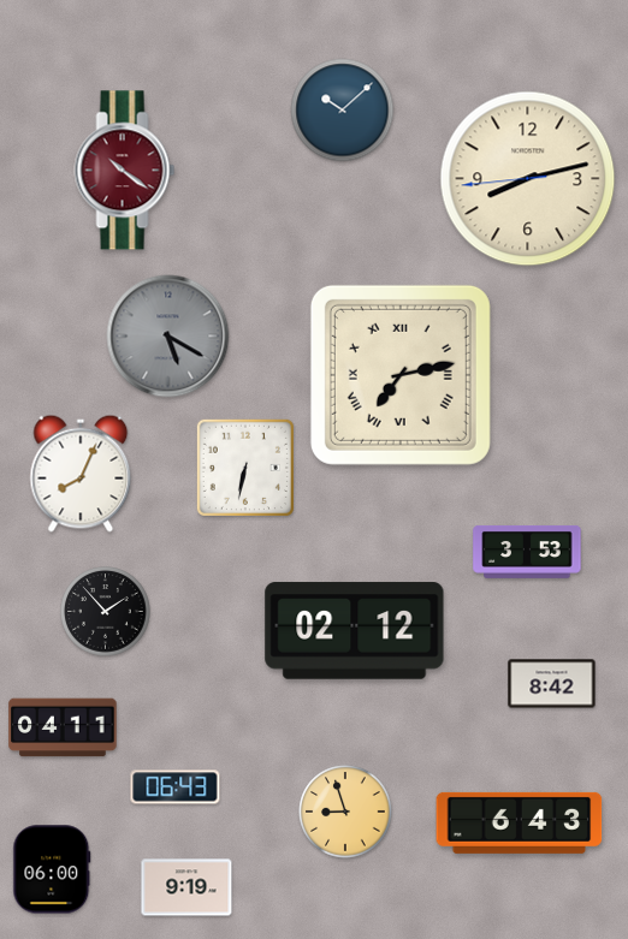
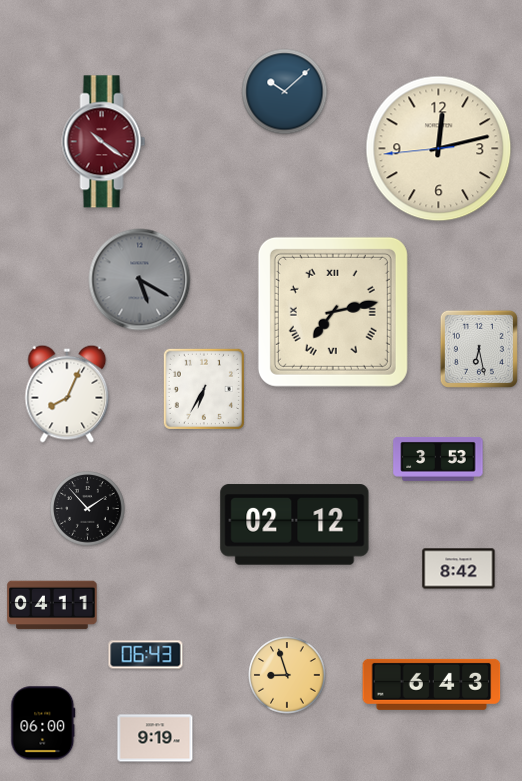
clock at (528, 179): 8:12 -> 12:12
clock at (479, 349): none -> 6:28
clock at (245, 468): 6:32 -> 6:35
